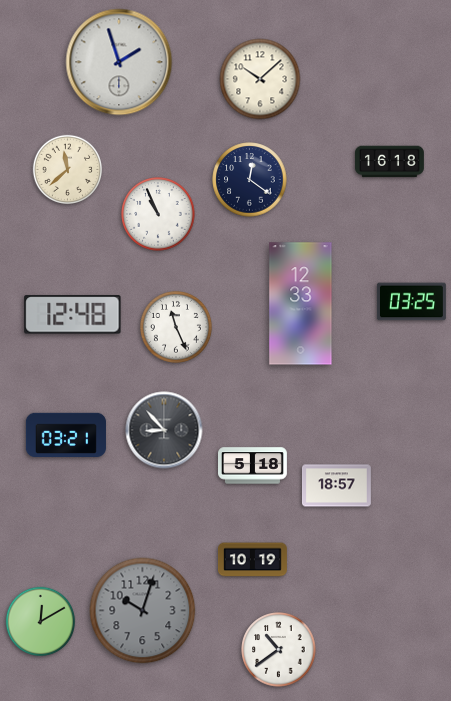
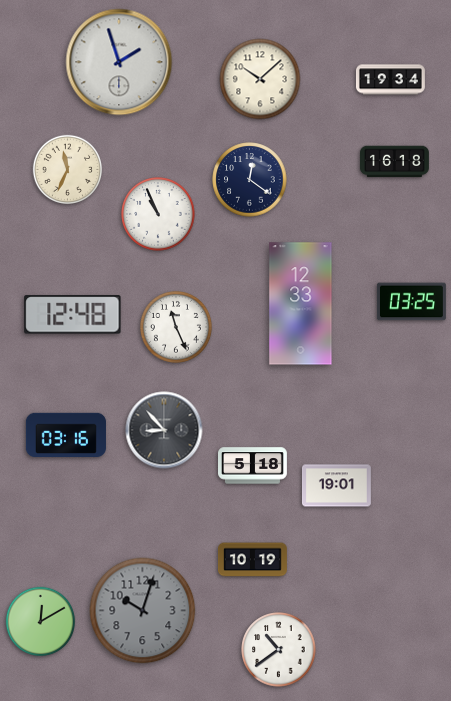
clock at (390, 80): none -> 19:34
clock at (389, 162) position: (389, 162) -> (394, 162)
clock at (68, 170): 11:38 -> 11:34
clock at (66, 435): 03:21 -> 03:16
clock at (336, 486): 18:57 -> 19:01
